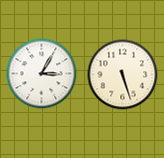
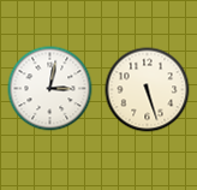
clock at (42, 74): 3:05 -> 3:02
